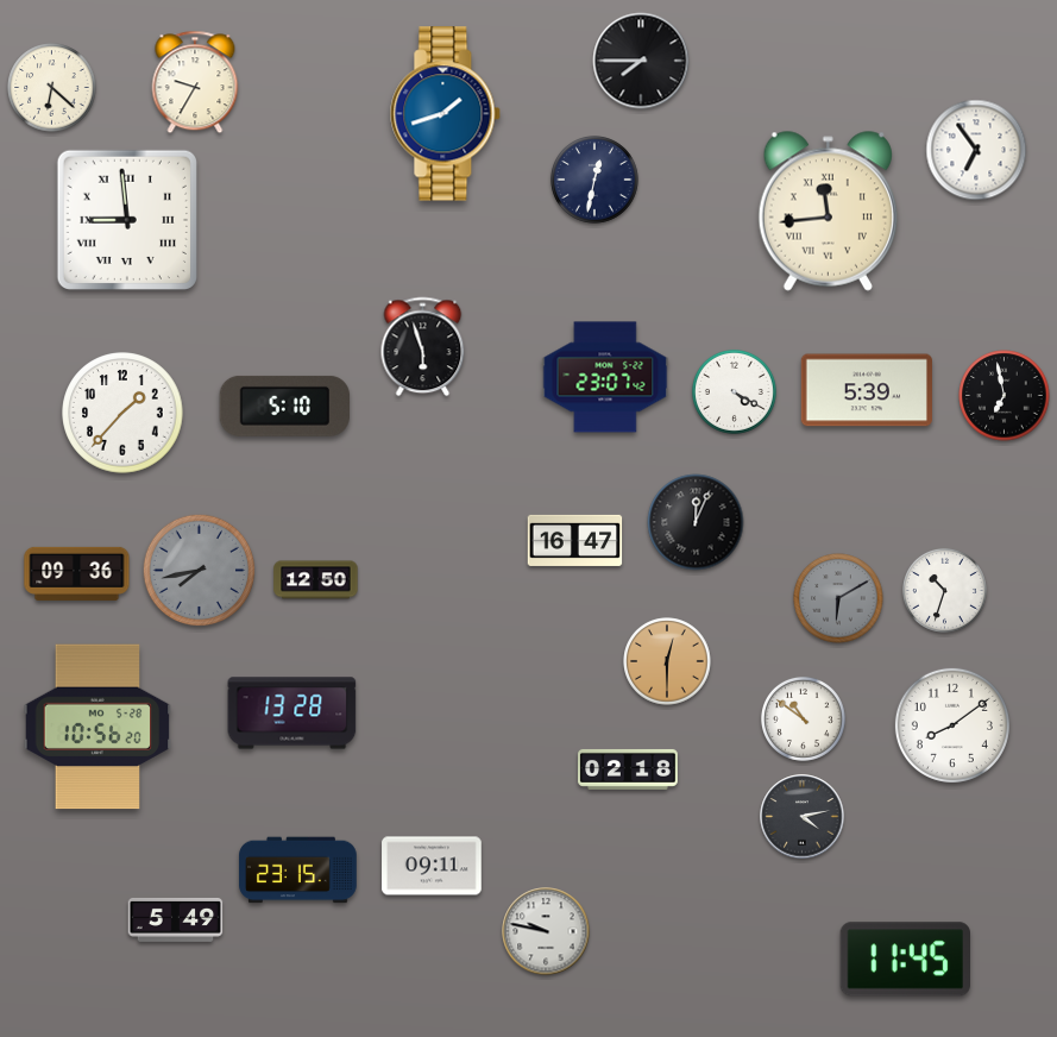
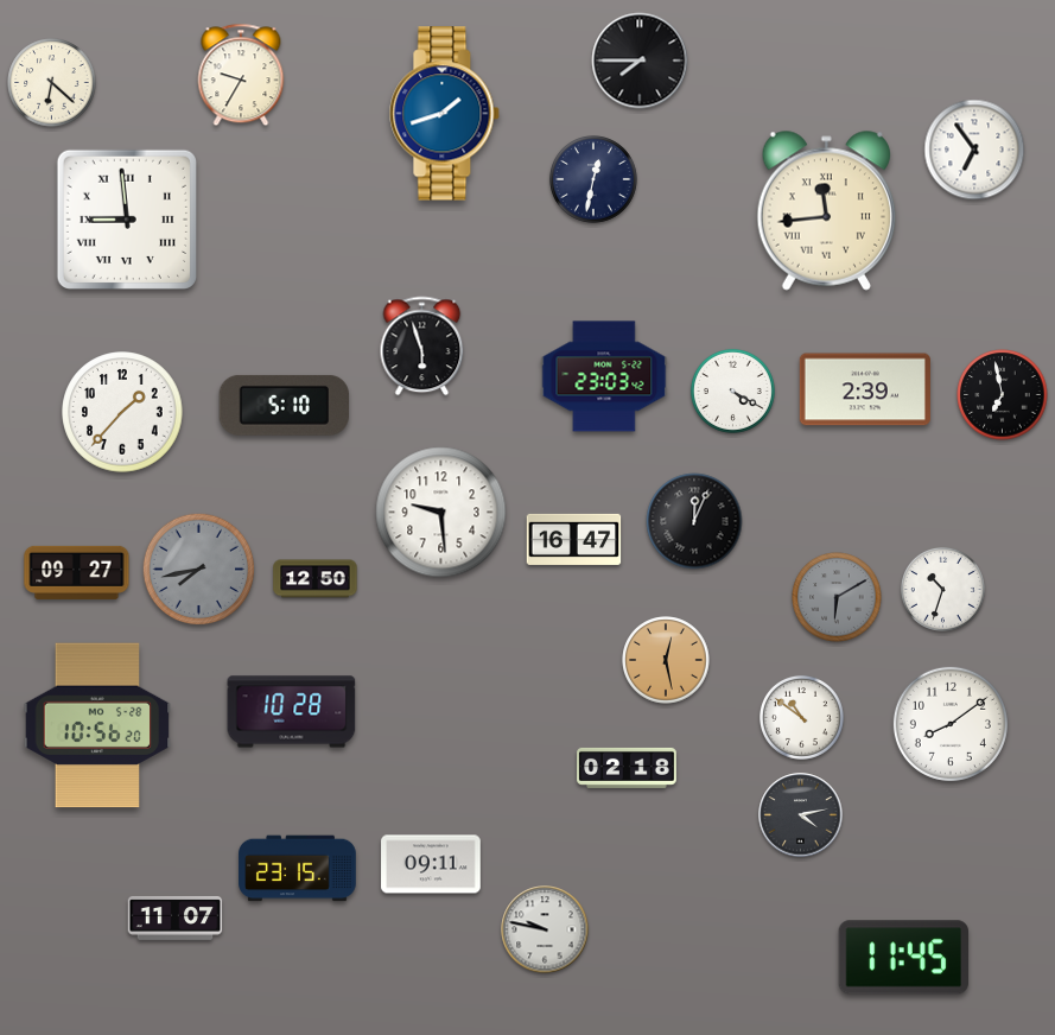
clock at (195, 82) position: (195, 82) -> (241, 75)
clock at (52, 88) position: (52, 88) -> (52, 83)
clock at (605, 377): 23:07 -> 23:03
clock at (867, 390): 5:39 -> 2:39
clock at (441, 513): none -> 9:29
clock at (77, 573): 09:36 -> 09:27
clock at (667, 661): 12:30 -> 12:28
clock at (292, 714): 13:28 -> 10:28
clock at (176, 919): 5:49 -> 11:07
